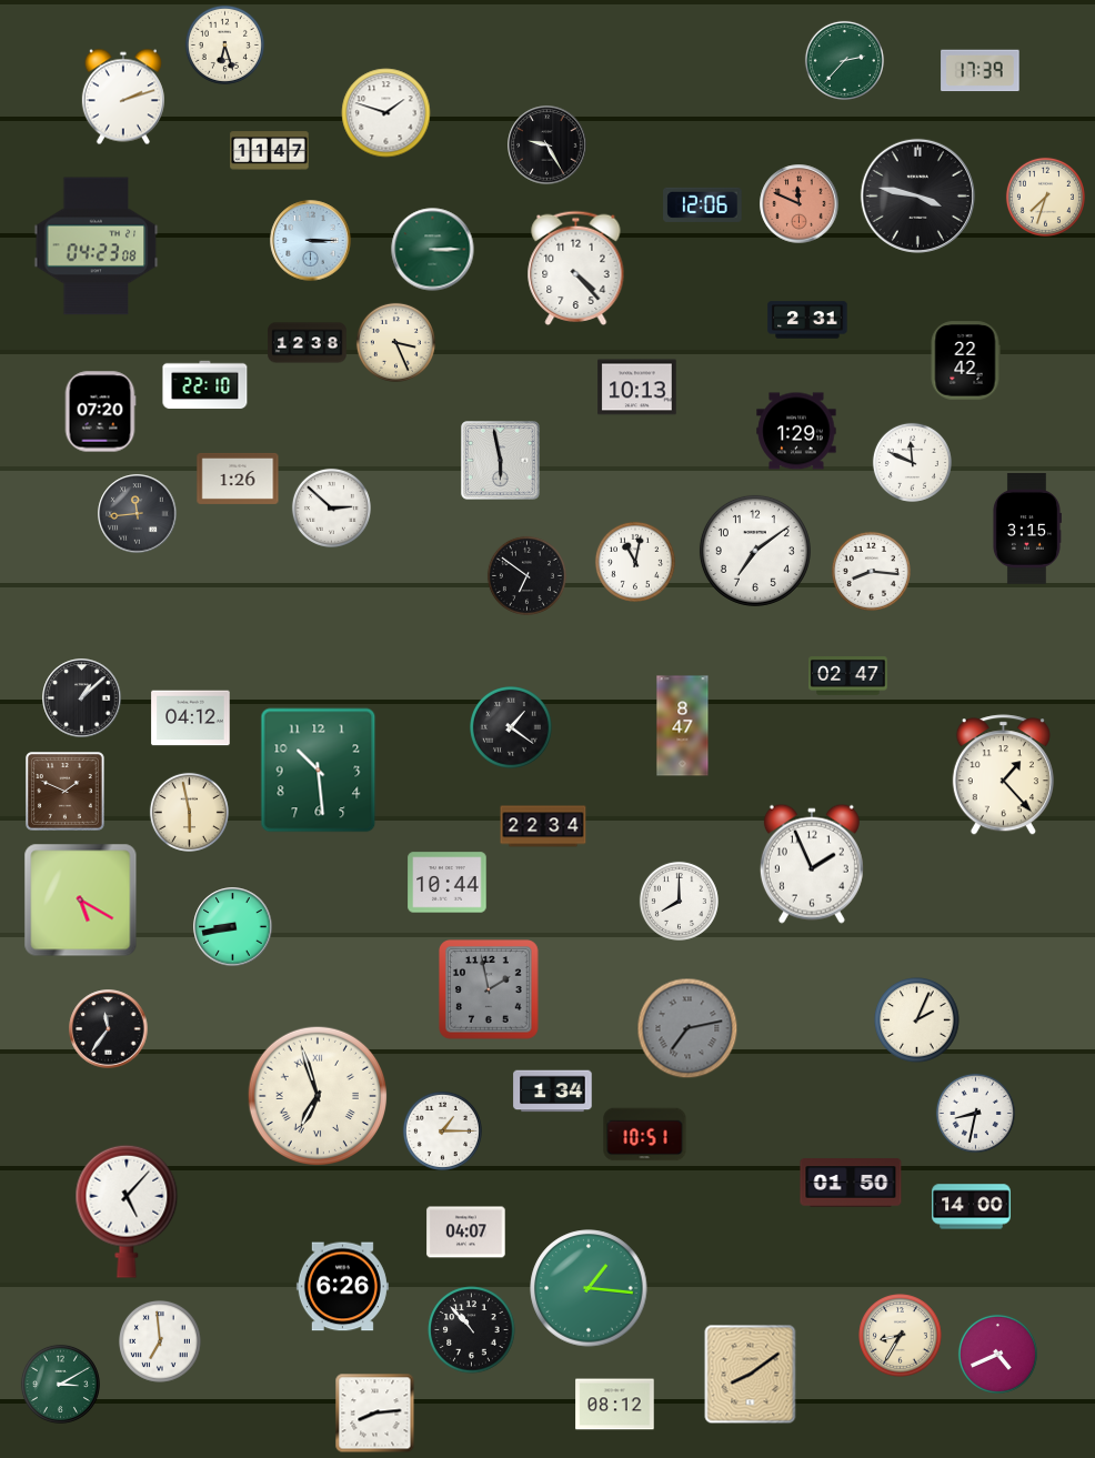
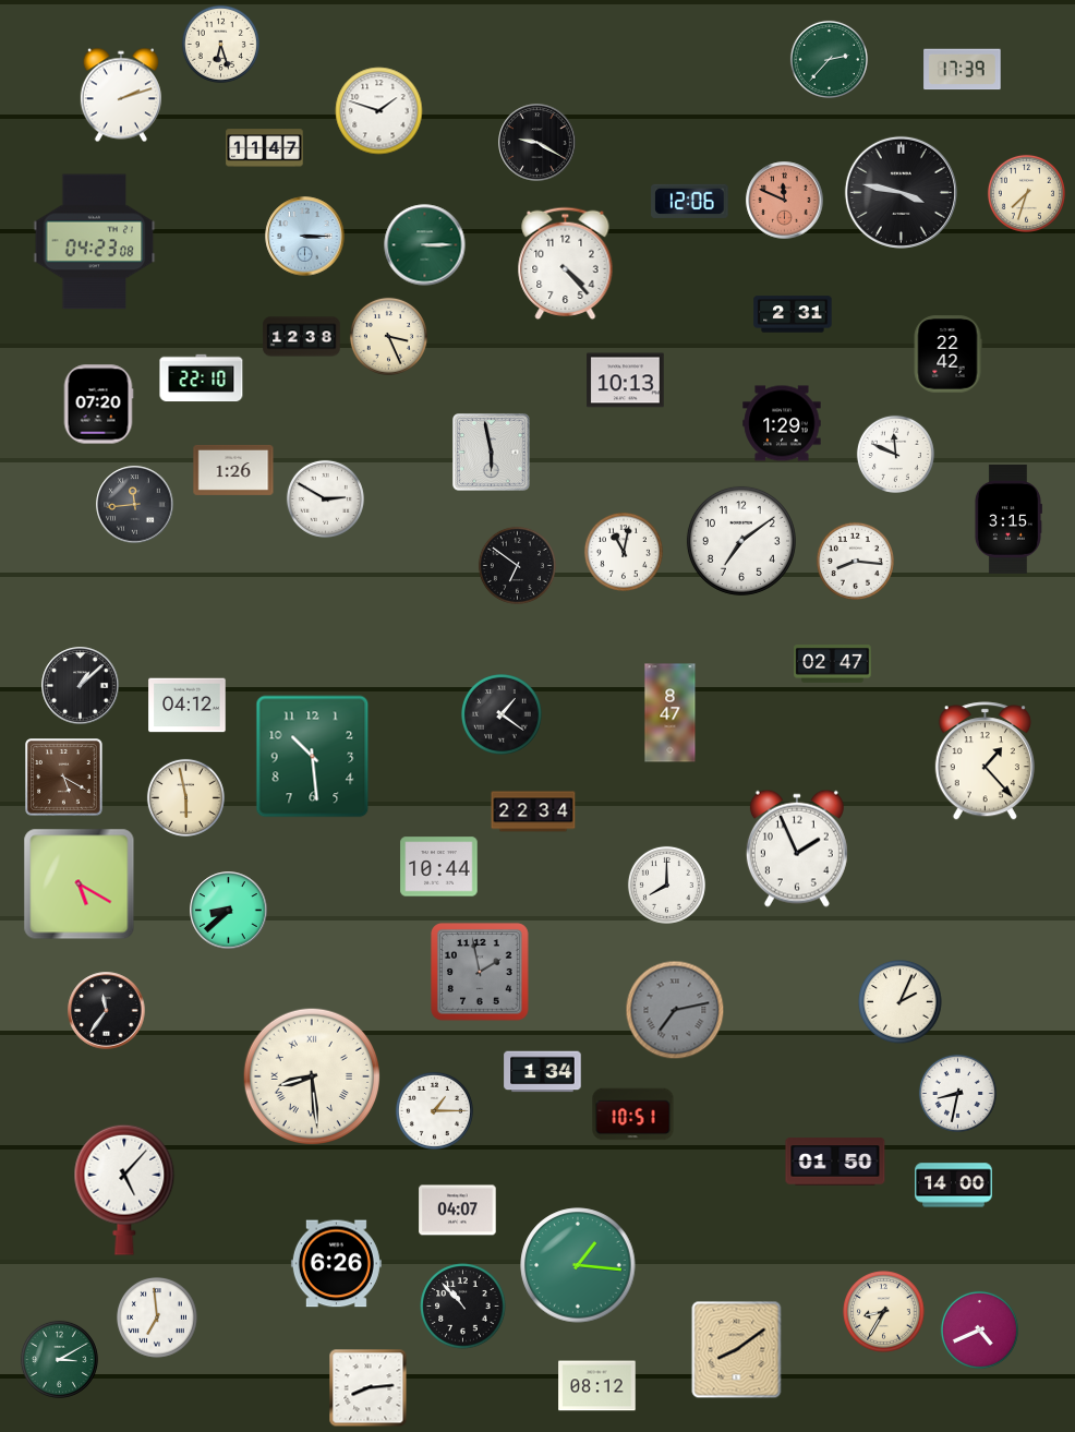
clock at (547, 145): 9:25 -> 9:20
clock at (331, 507): 2:52 -> 2:50
clock at (66, 792): 1:49 -> 5:20
clock at (233, 927): 8:43 -> 8:38
clock at (317, 1095): 6:57 -> 8:29
clock at (615, 1405) position: (615, 1405) -> (597, 1386)
